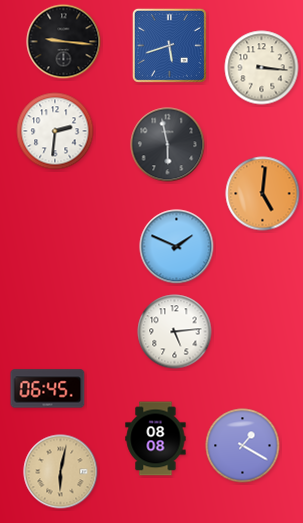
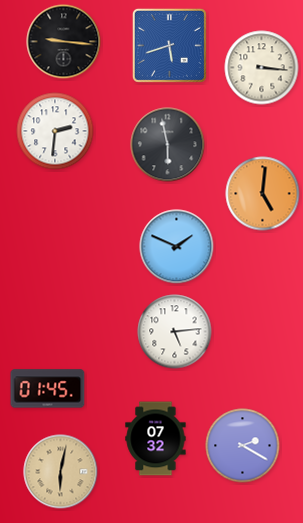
clock at (48, 389): 06:45 -> 01:45
clock at (156, 439): 08:08 -> 07:32
clock at (243, 446): 1:20 -> 2:20
